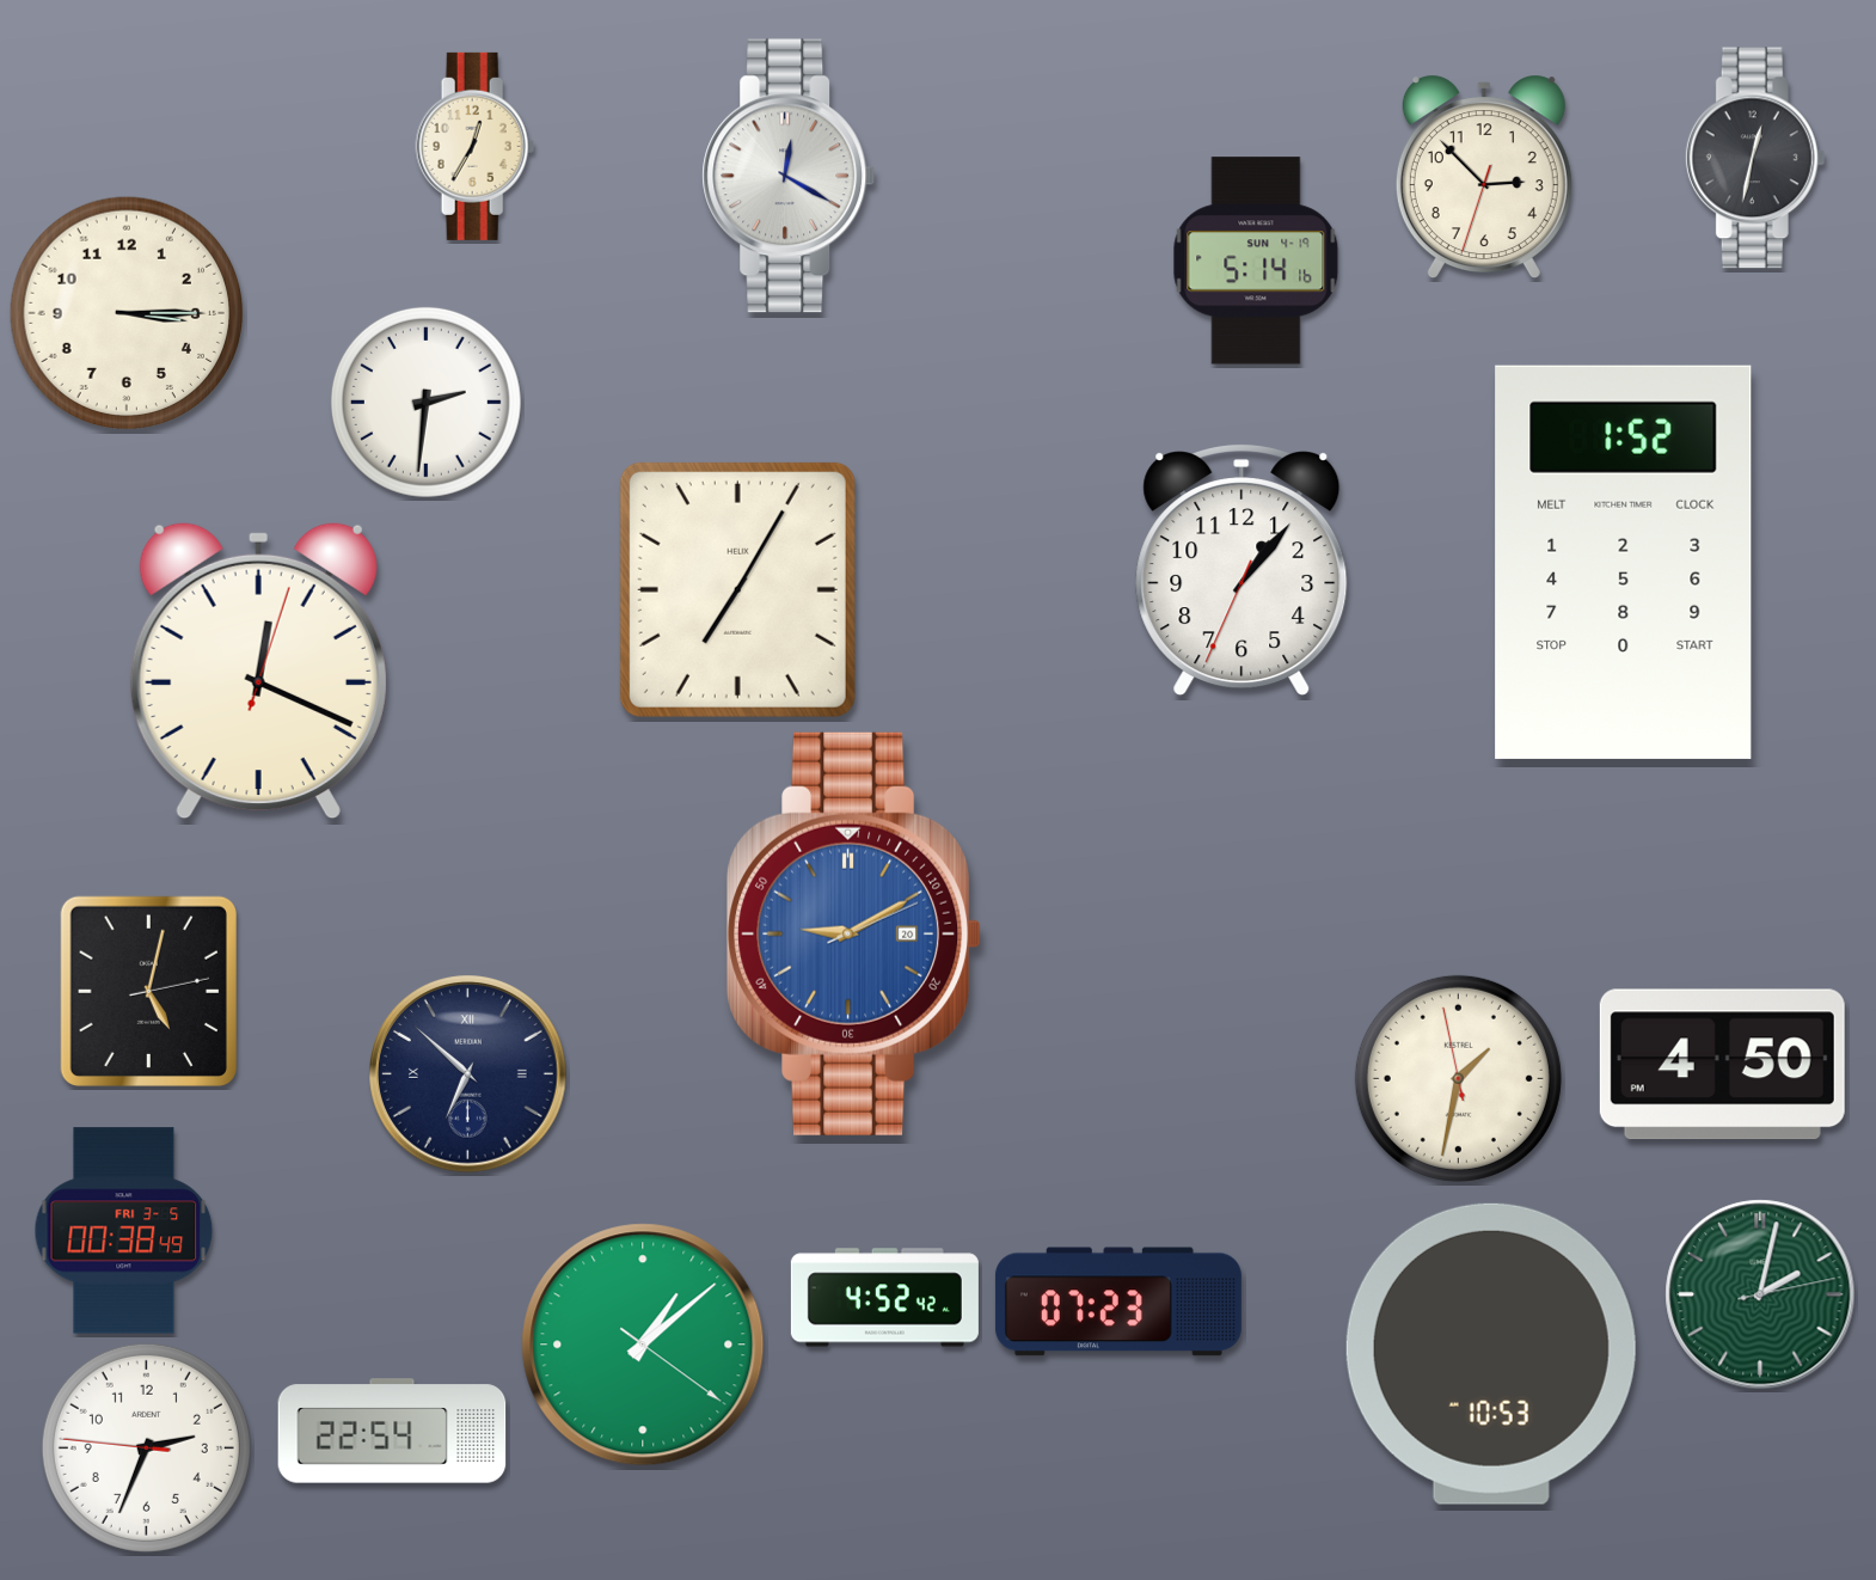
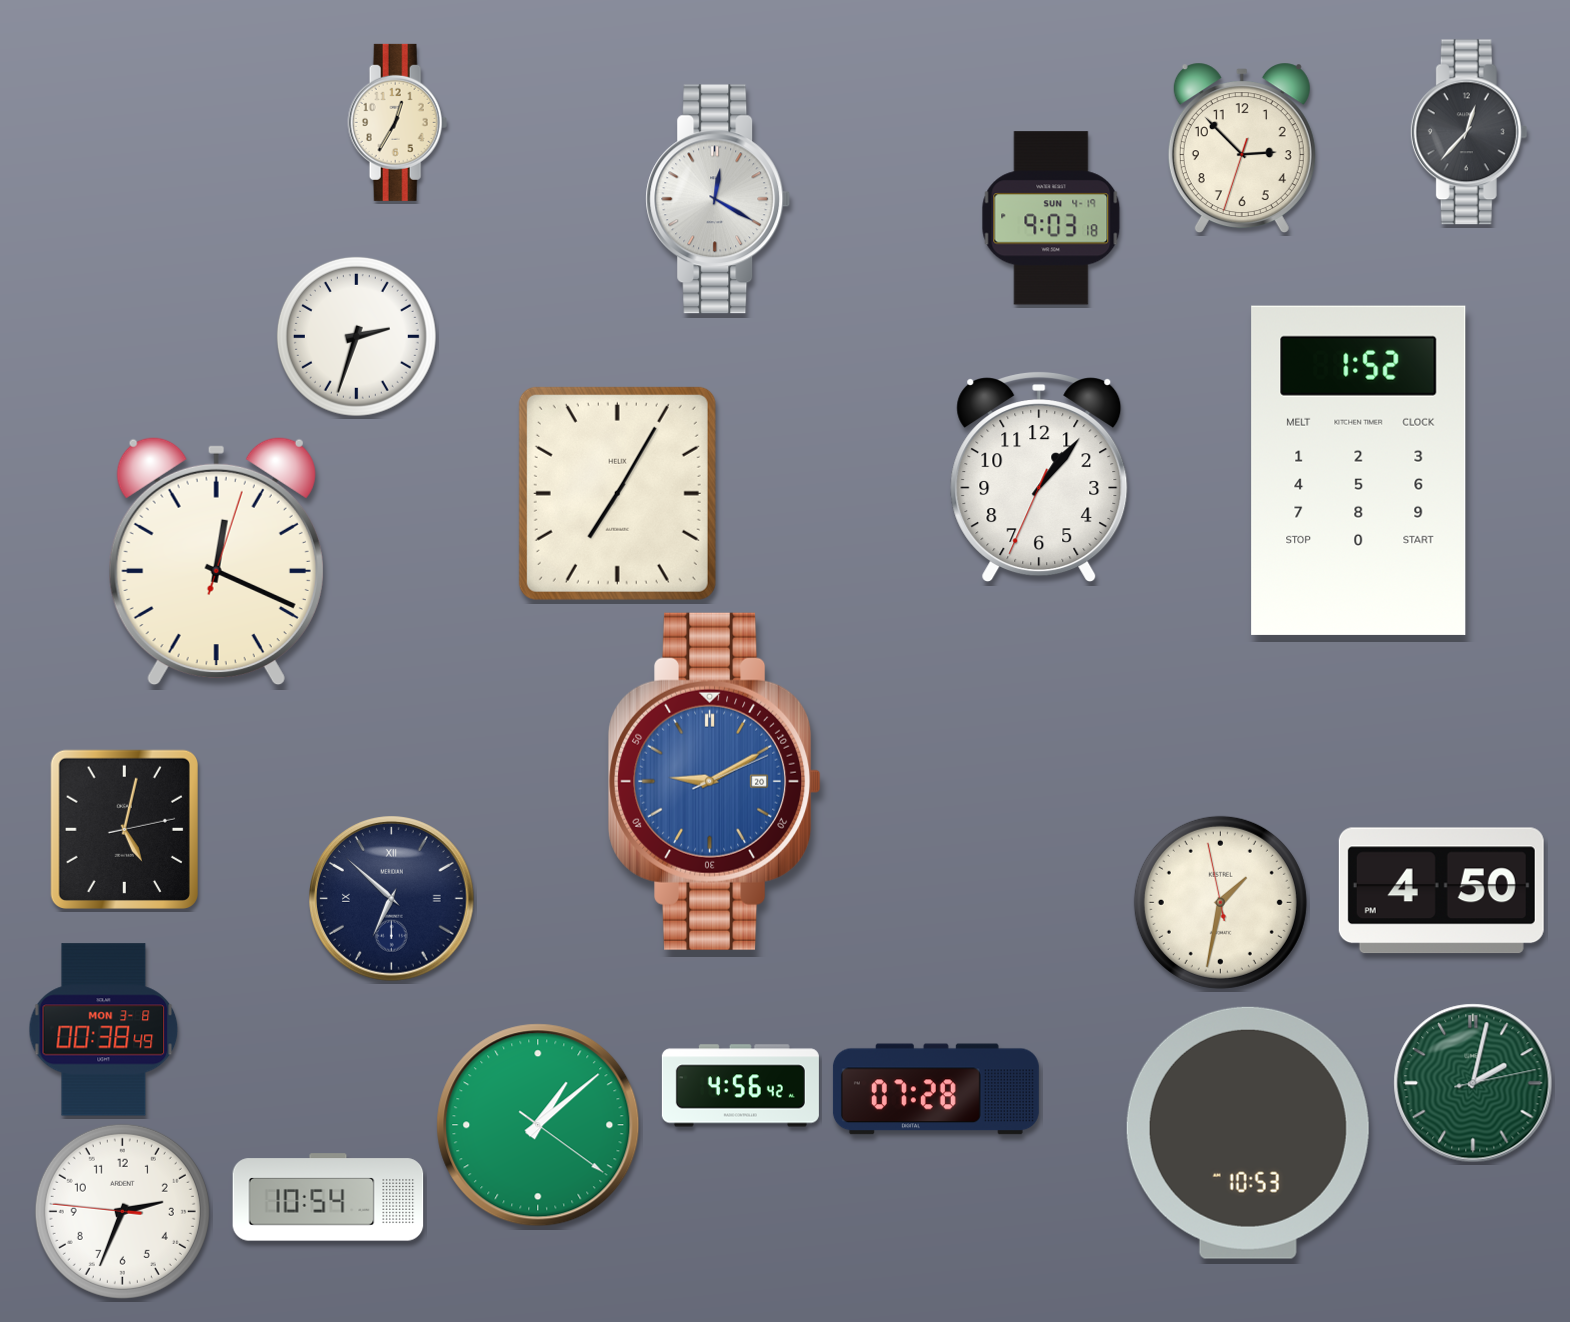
clock at (1755, 158): 12:32 -> 12:37
clock at (789, 176) position: (789, 176) -> (718, 199)
clock at (1256, 261): 5:14 -> 9:03
clock at (127, 313): 3:15 -> none
clock at (425, 402): 2:31 -> 2:33
clock at (124, 1231) date: FRI 3-5 -> MON 3-8
clock at (884, 1298): 4:52 -> 4:56
clock at (1118, 1302): 07:23 -> 07:28
clock at (392, 1431): 22:54 -> 10:54
